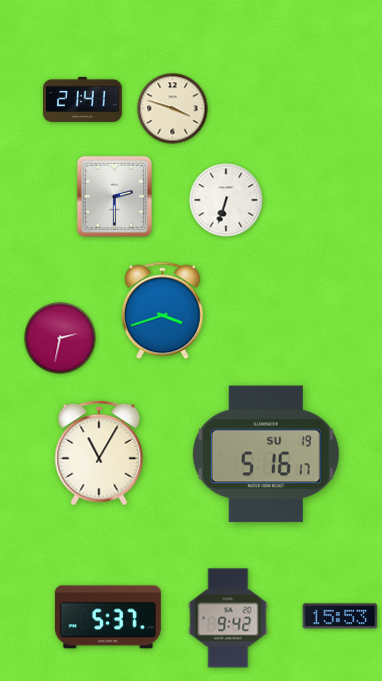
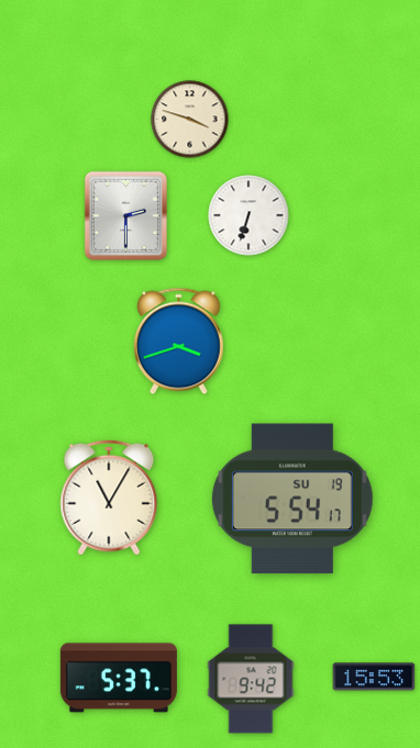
clock at (83, 99): 21:41 -> none
clock at (226, 200) position: (226, 200) -> (248, 215)
clock at (60, 338): 2:32 -> none
clock at (266, 454): 5:16 -> 5:54
